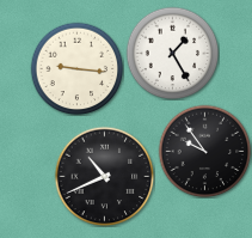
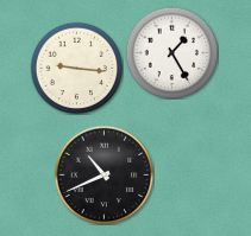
clock at (204, 151): 9:54 -> none
